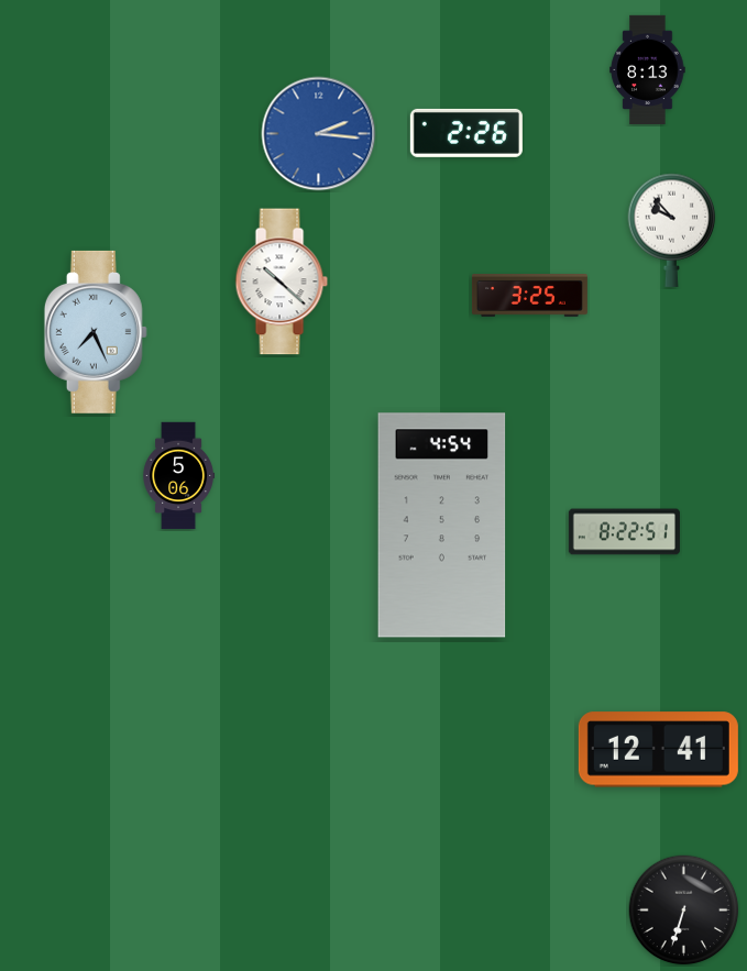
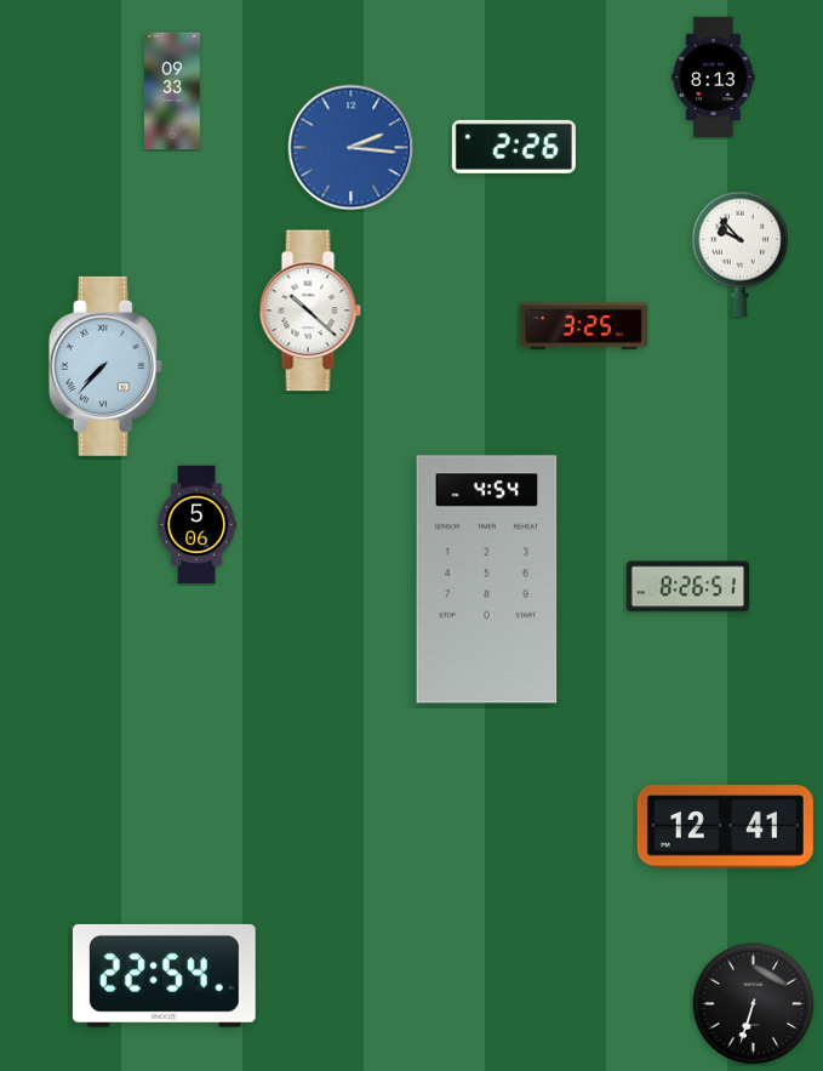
clock at (172, 91): none -> 09:33
clock at (96, 332): 7:26 -> 7:37
clock at (624, 532): 8:22 -> 8:26
clock at (164, 975): none -> 22:54
